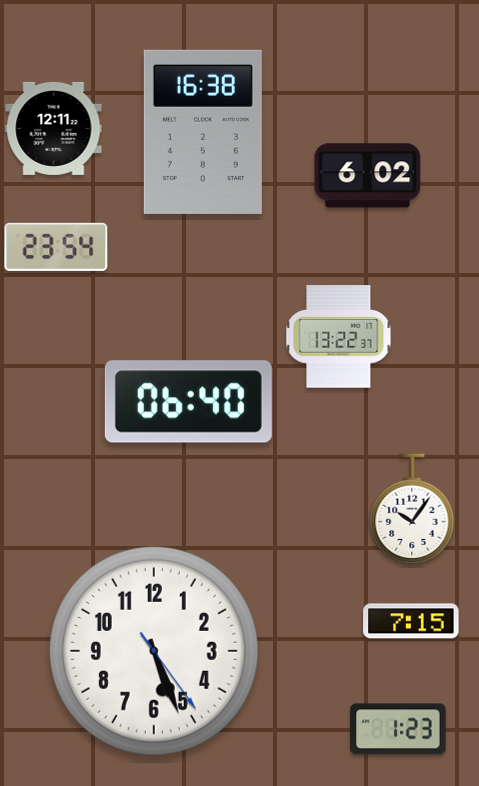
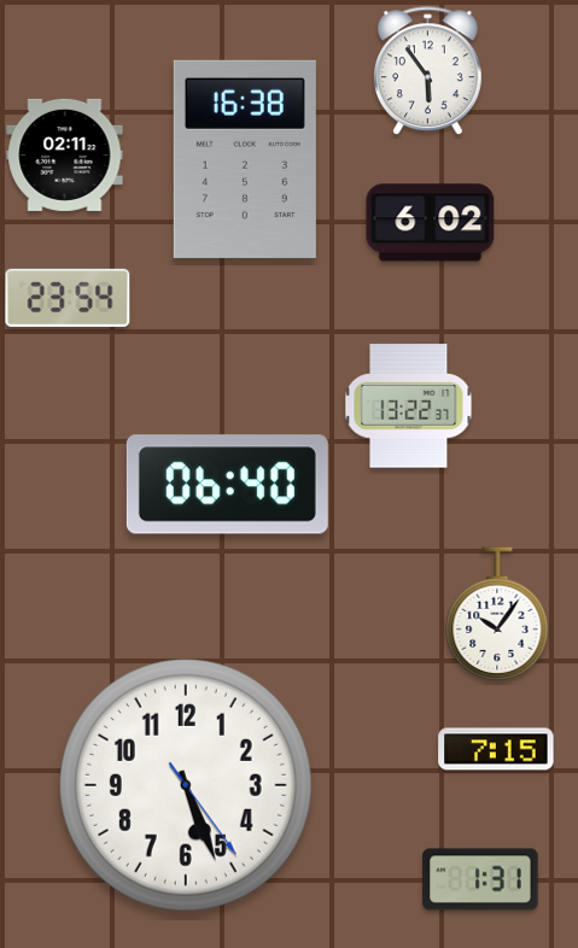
clock at (428, 71): none -> 5:54
clock at (54, 128): 12:11 -> 02:11
clock at (368, 176) position: (368, 176) -> (431, 223)
clock at (398, 729): 1:23 -> 1:31
